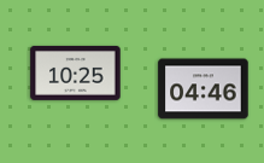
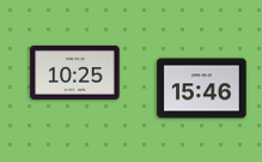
clock at (204, 89): 04:46 -> 15:46
